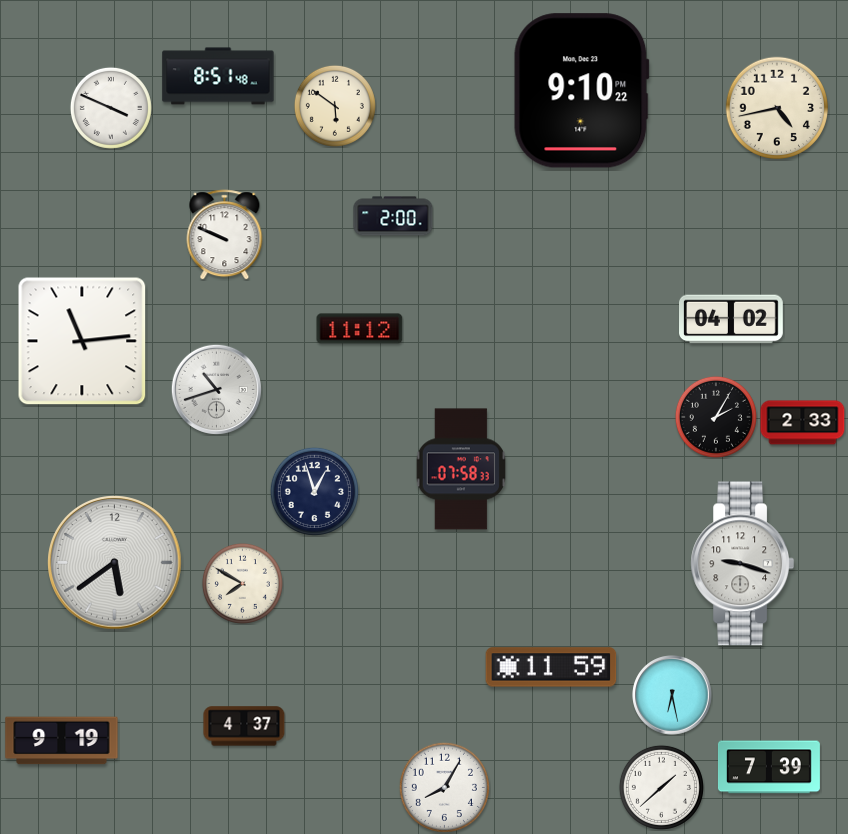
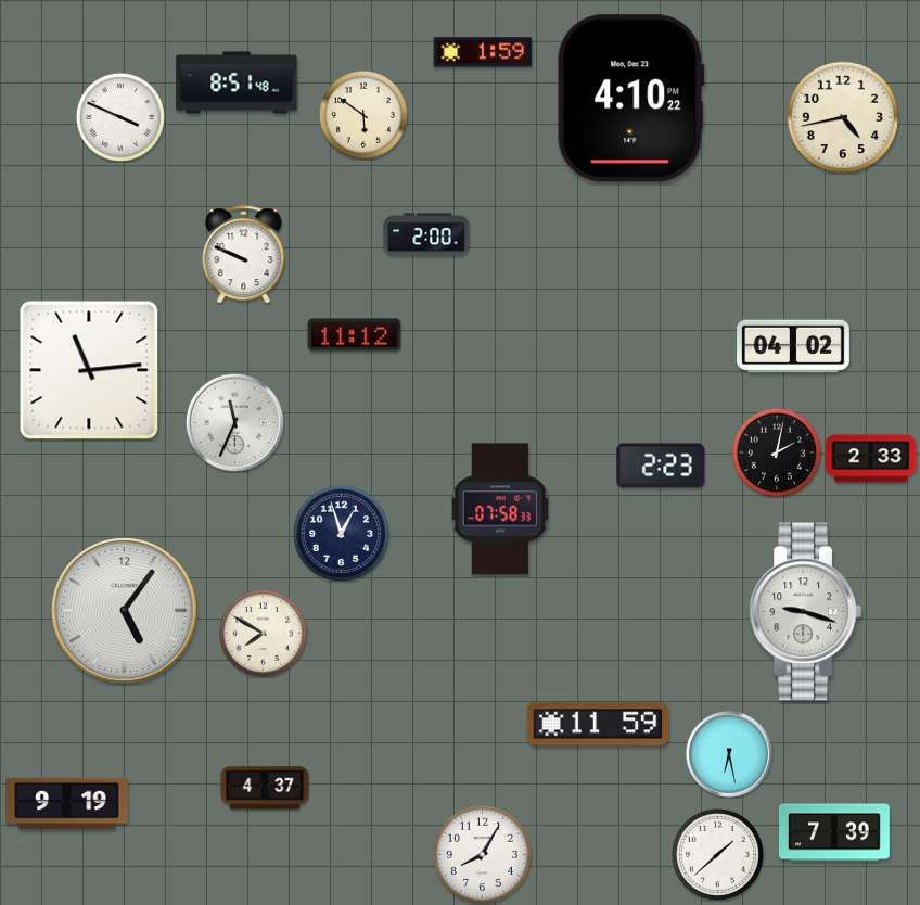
clock at (483, 52): none -> 1:59
clock at (582, 91): 9:10 -> 4:10
clock at (360, 329) position: (360, 329) -> (355, 335)
clock at (216, 389): 10:42 -> 11:34
clock at (716, 417): 2:05 -> 2:02
clock at (661, 466): none -> 2:23
clock at (115, 563): 5:39 -> 5:06
